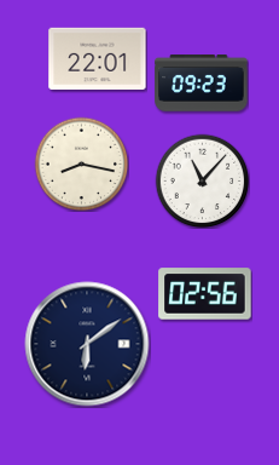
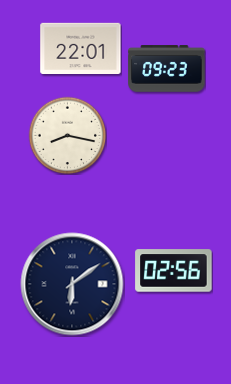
clock at (202, 180): 11:07 -> none
clock at (205, 294) position: (205, 294) -> (174, 271)
